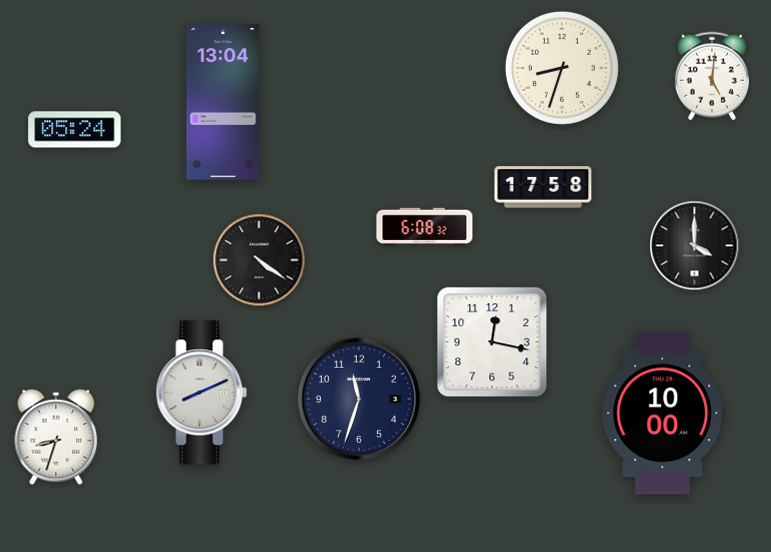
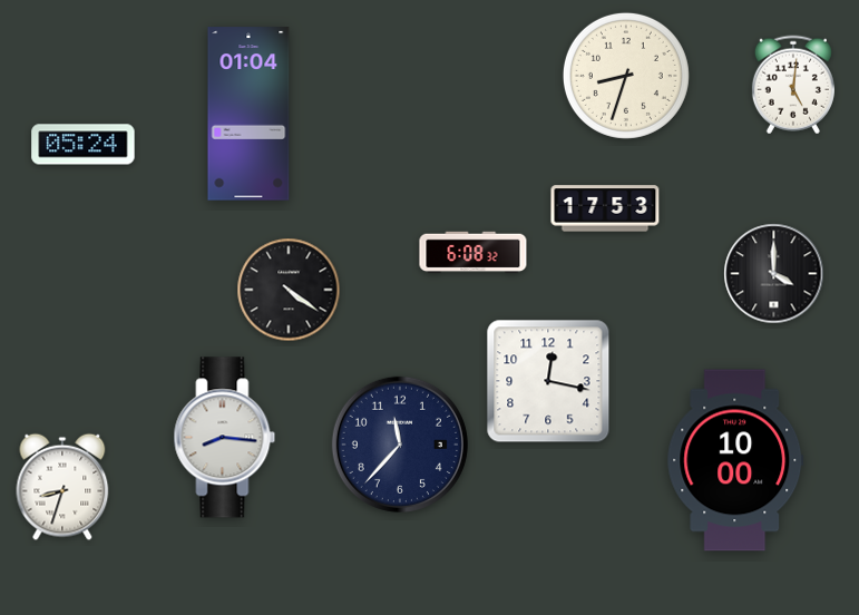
clock at (223, 102): 13:04 -> 01:04
clock at (543, 187): 17:58 -> 17:53
clock at (202, 393): 8:11 -> 8:16
clock at (359, 399): 11:33 -> 11:37
clock at (663, 413) position: (663, 413) -> (735, 460)
